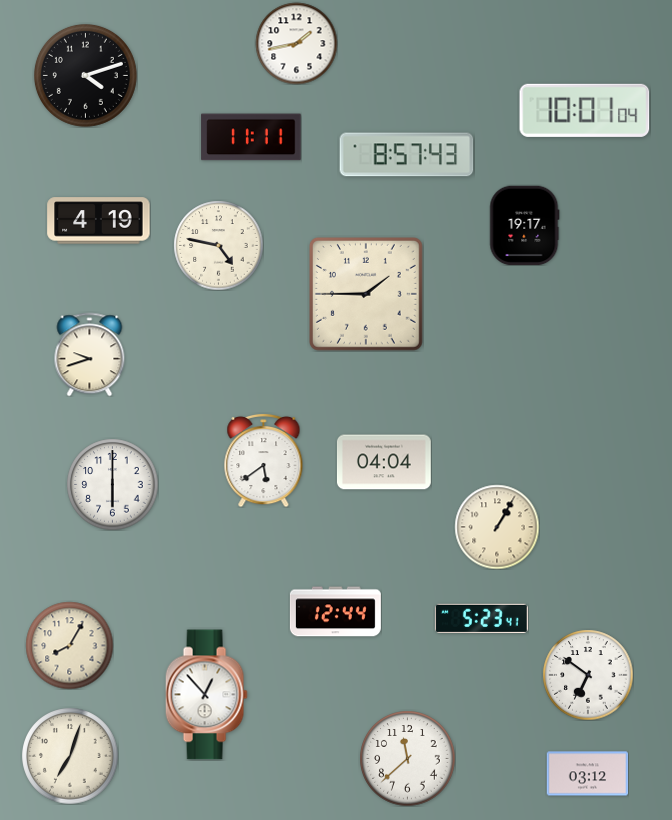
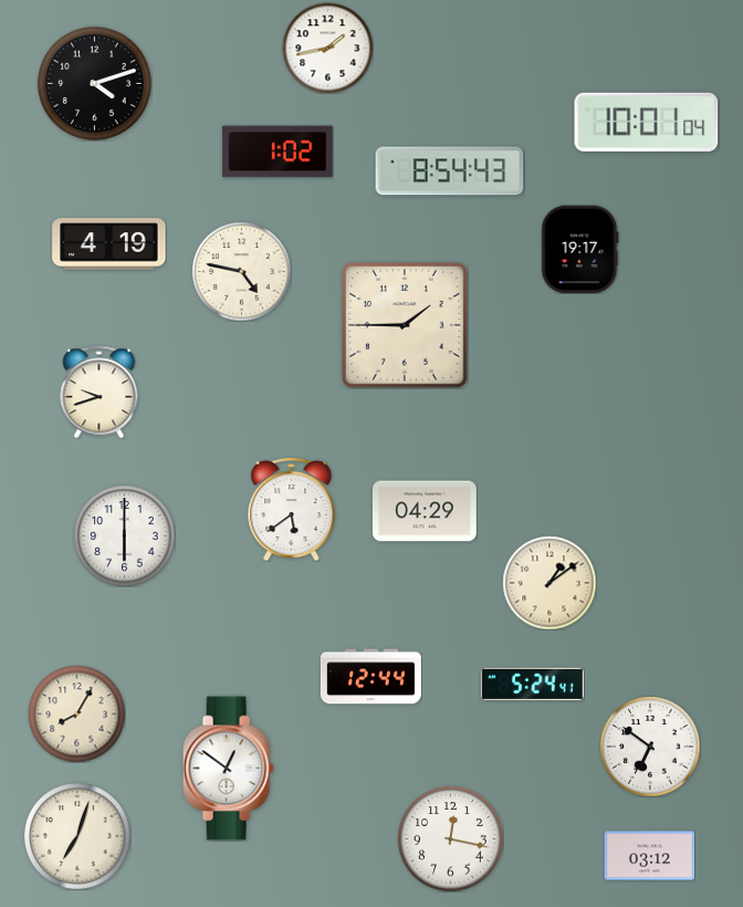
clock at (251, 137): 11:11 -> 1:02
clock at (407, 155): 8:57 -> 8:54
clock at (384, 462): 04:04 -> 04:29
clock at (497, 527): 1:05 -> 1:09
clock at (481, 618): 5:23 -> 5:24
clock at (206, 695): 12:53 -> 12:51
clock at (407, 758): 11:38 -> 12:17
